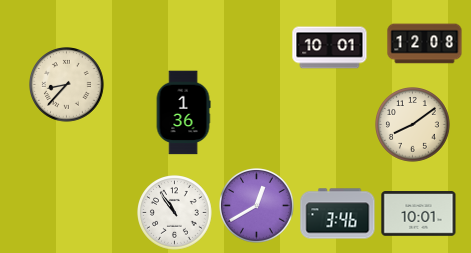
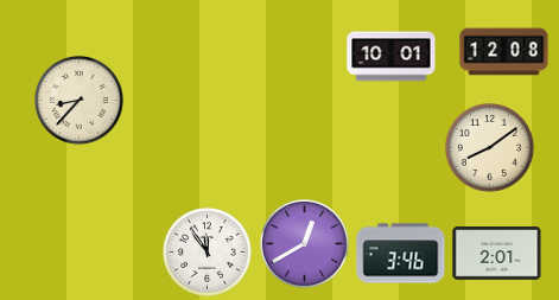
clock at (183, 113): 1:36 -> none
clock at (175, 213): 10:54 -> 11:54
clock at (419, 214): 10:01 -> 2:01
